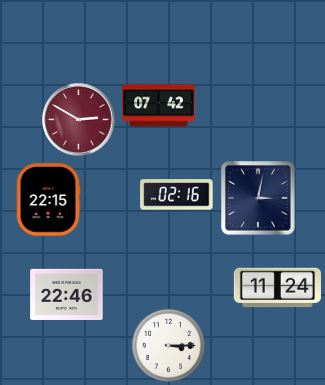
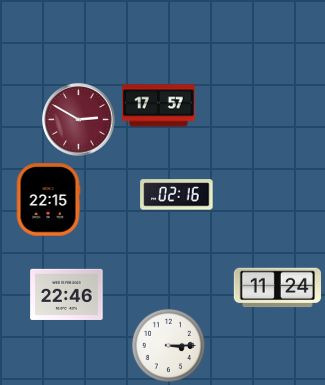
clock at (159, 106): 07:42 -> 17:57
clock at (258, 198): 3:02 -> none
